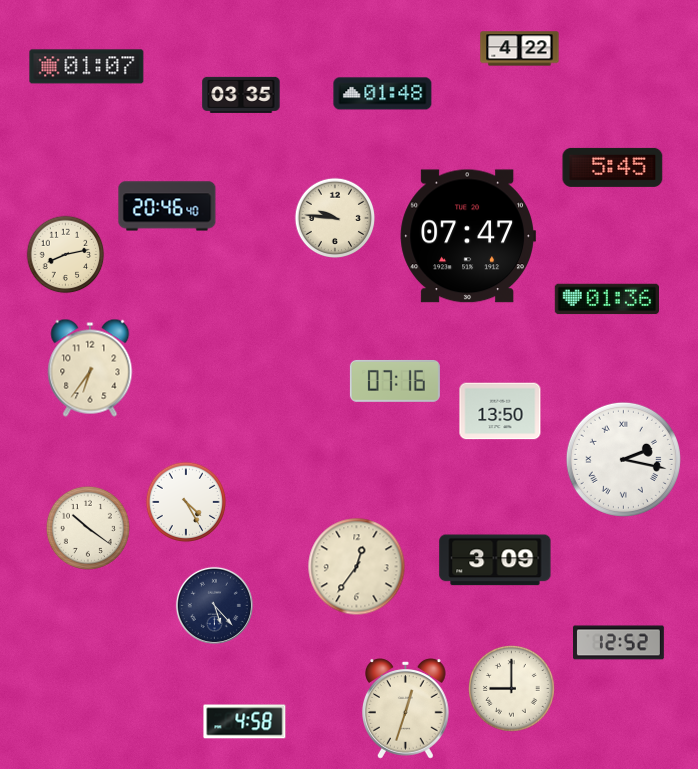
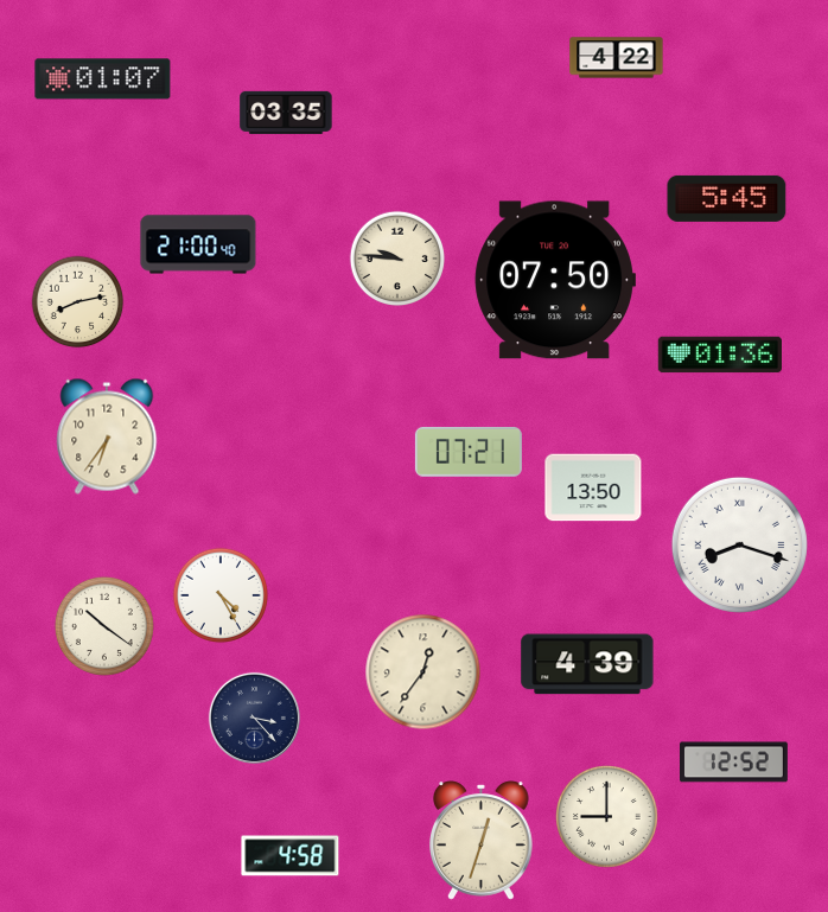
clock at (383, 94): 01:48 -> none
clock at (167, 206): 20:46 -> 21:00
clock at (468, 236): 07:47 -> 07:50
clock at (395, 381): 07:16 -> 07:21
clock at (623, 459): 2:17 -> 8:18
clock at (495, 560): 3:09 -> 4:39
clock at (214, 605): 5:23 -> 3:23
